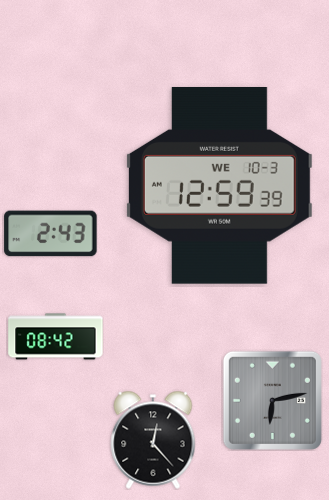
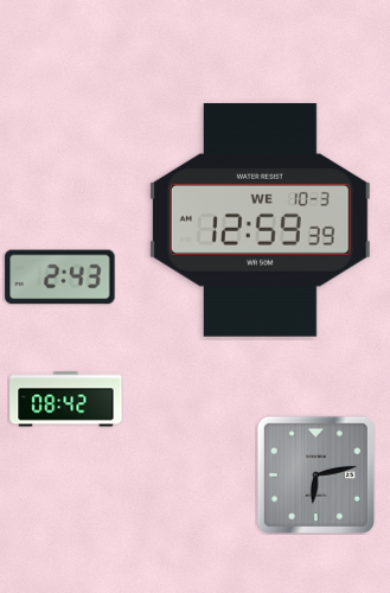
clock at (272, 400) position: (272, 400) -> (315, 474)
clock at (153, 440): 12:23 -> none
